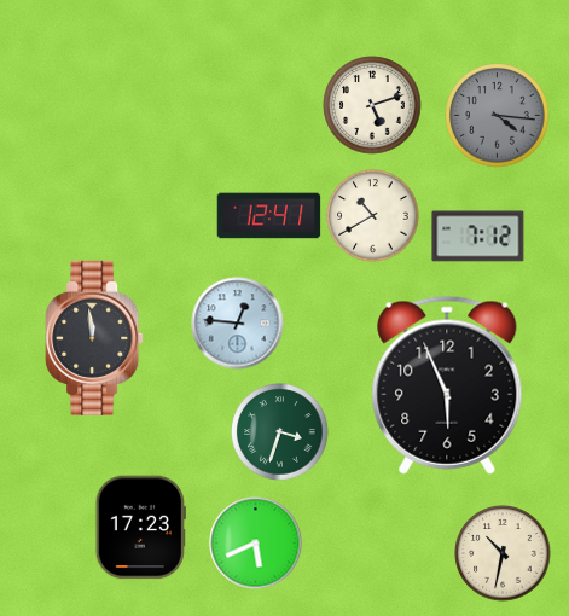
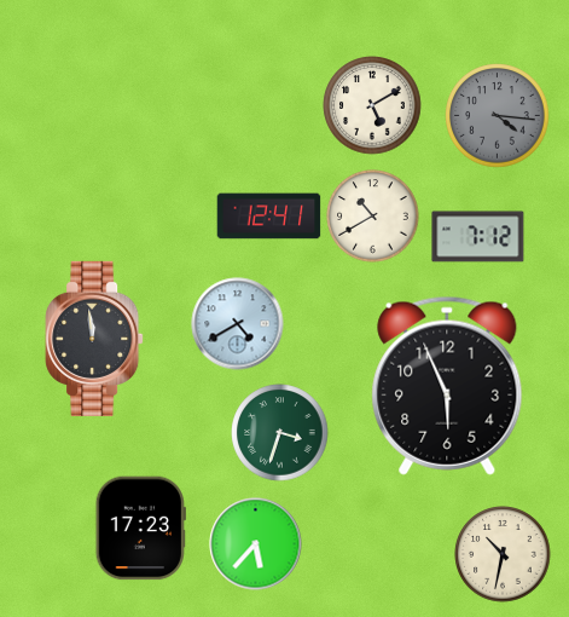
clock at (372, 105): 5:12 -> 5:10
clock at (238, 324): 12:46 -> 4:40
clock at (256, 544): 5:41 -> 5:37
